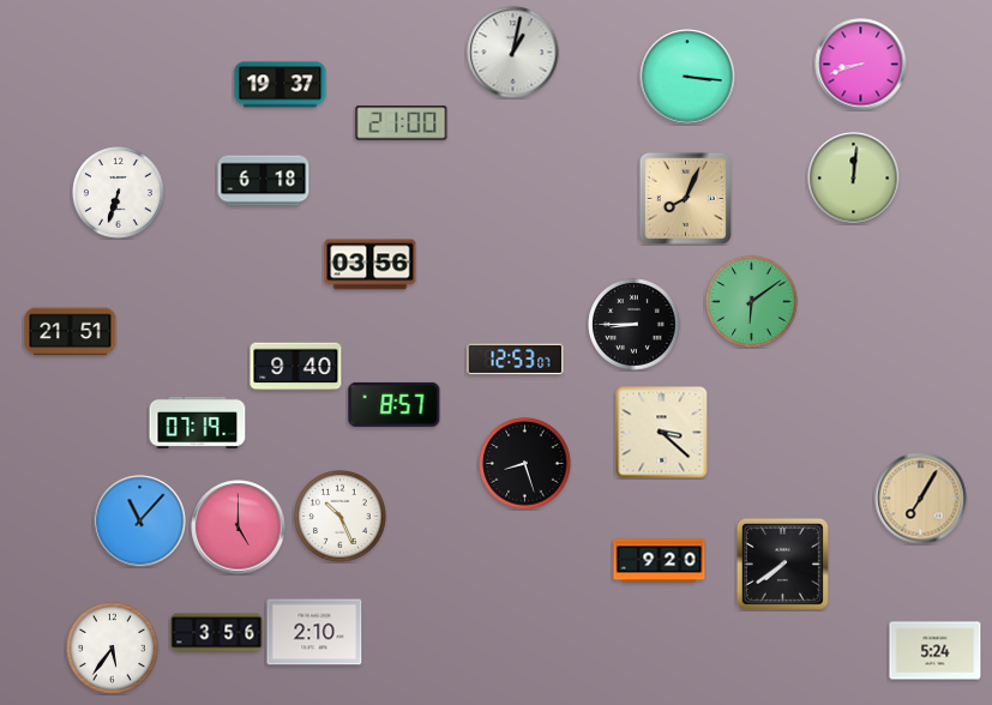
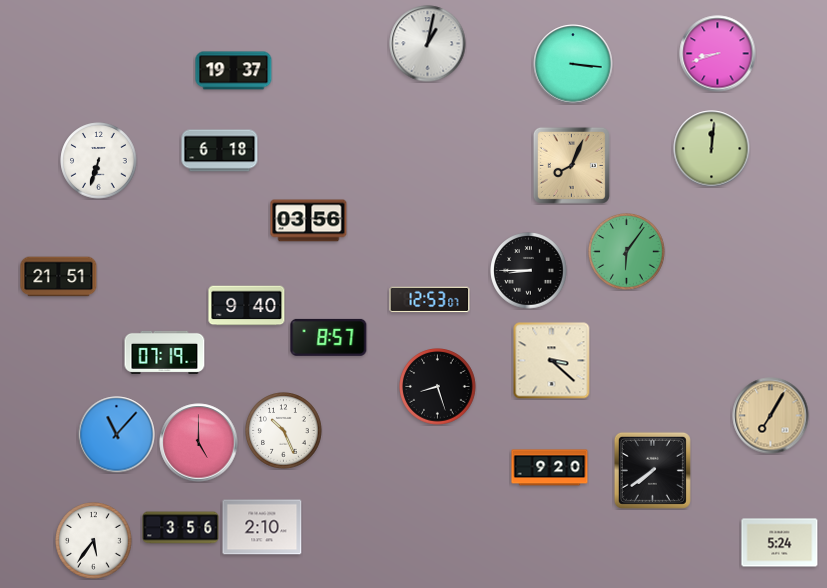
clock at (402, 123): 21:00 -> none
clock at (752, 302): 6:09 -> 6:06
clock at (921, 499) position: (921, 499) -> (771, 416)
clock at (239, 528) position: (239, 528) -> (199, 443)
